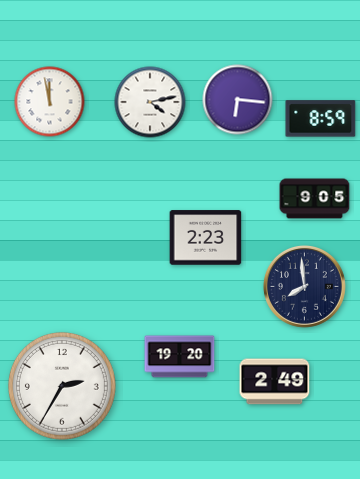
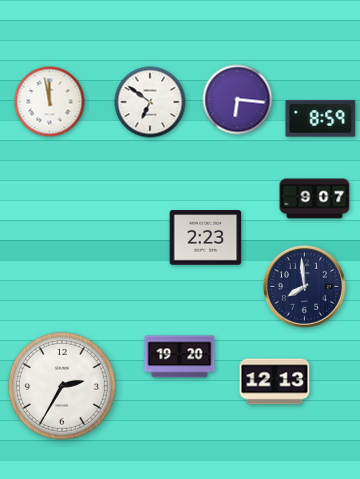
clock at (150, 102): 4:13 -> 6:51
clock at (315, 199): 9:05 -> 9:07
clock at (275, 382): 2:49 -> 12:13
